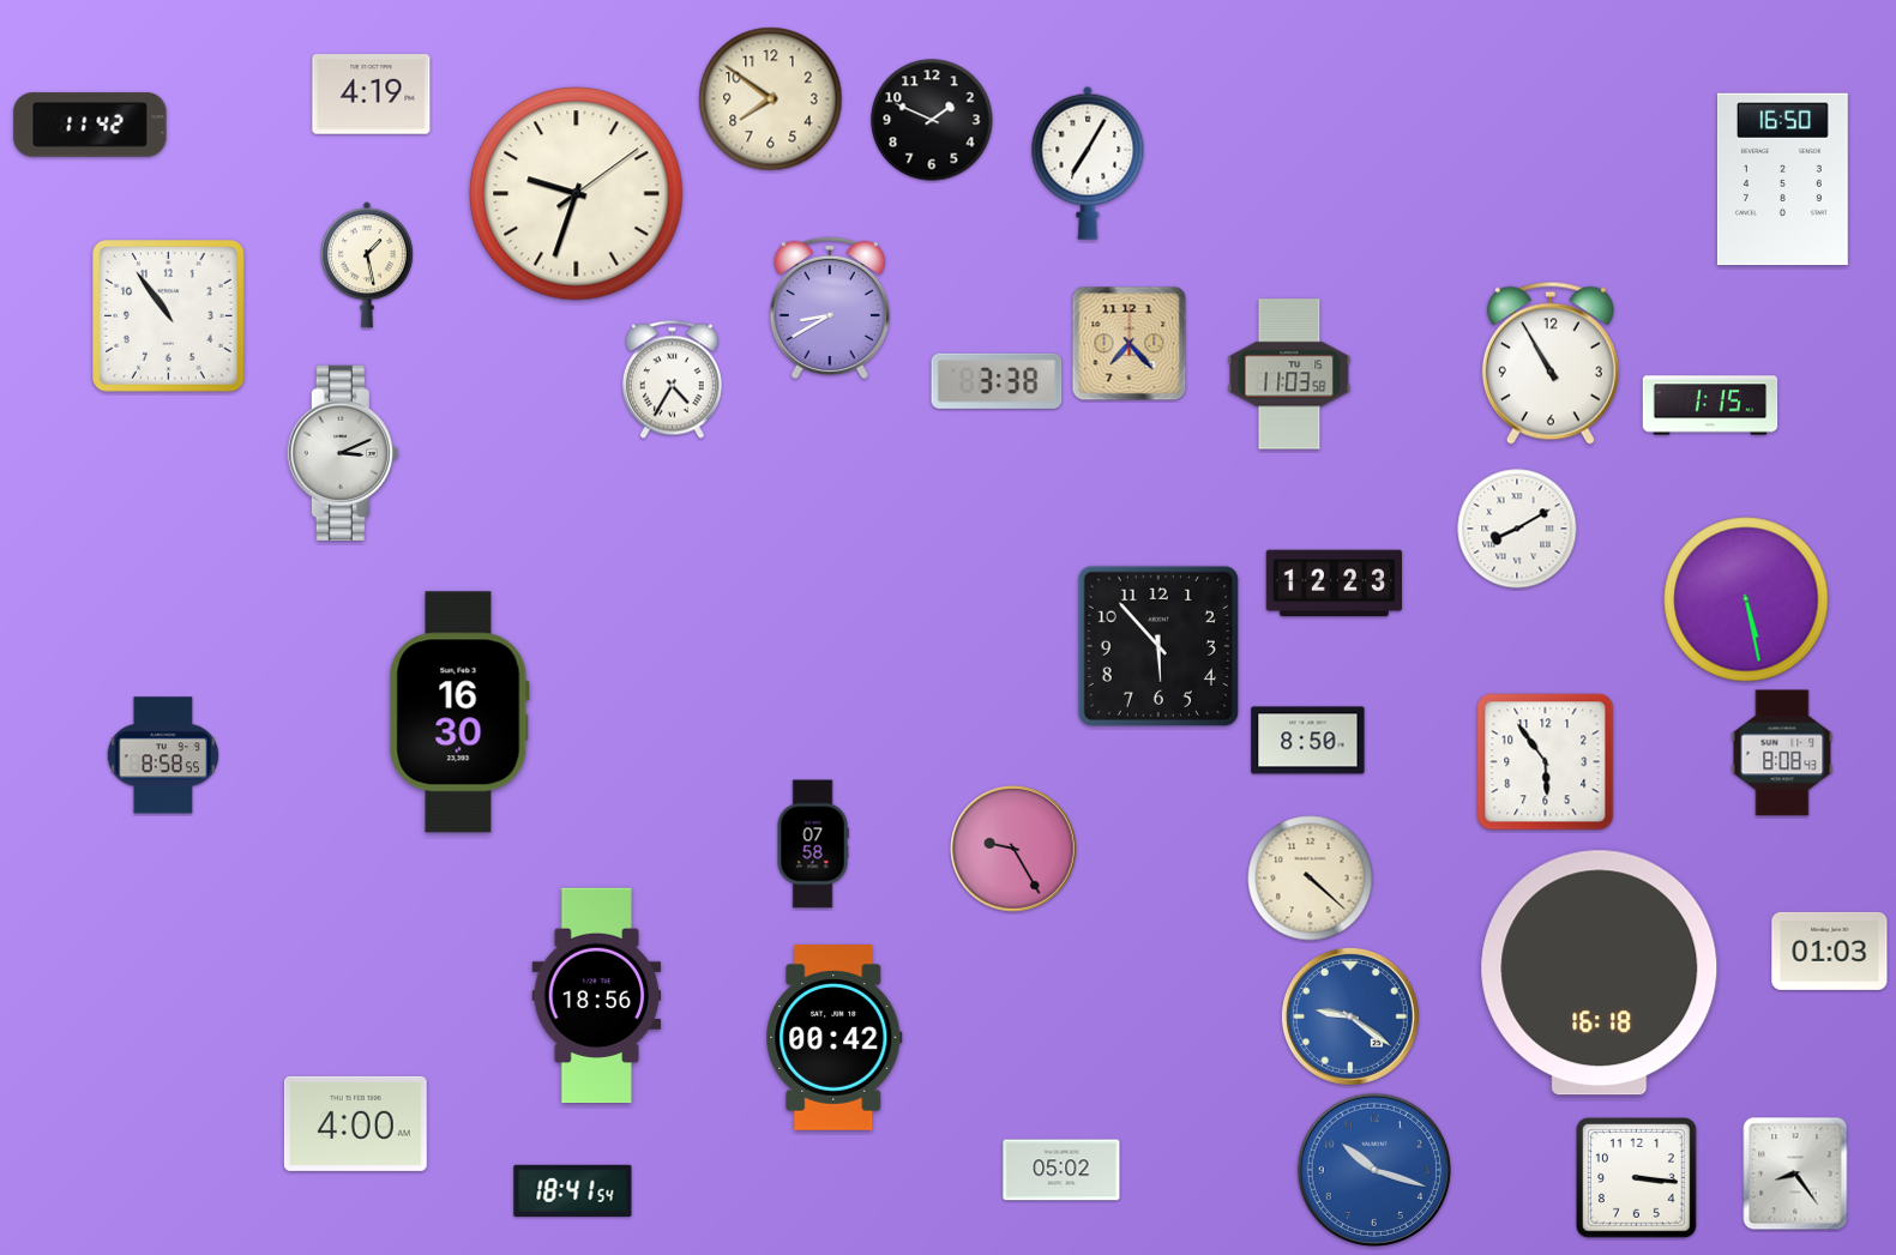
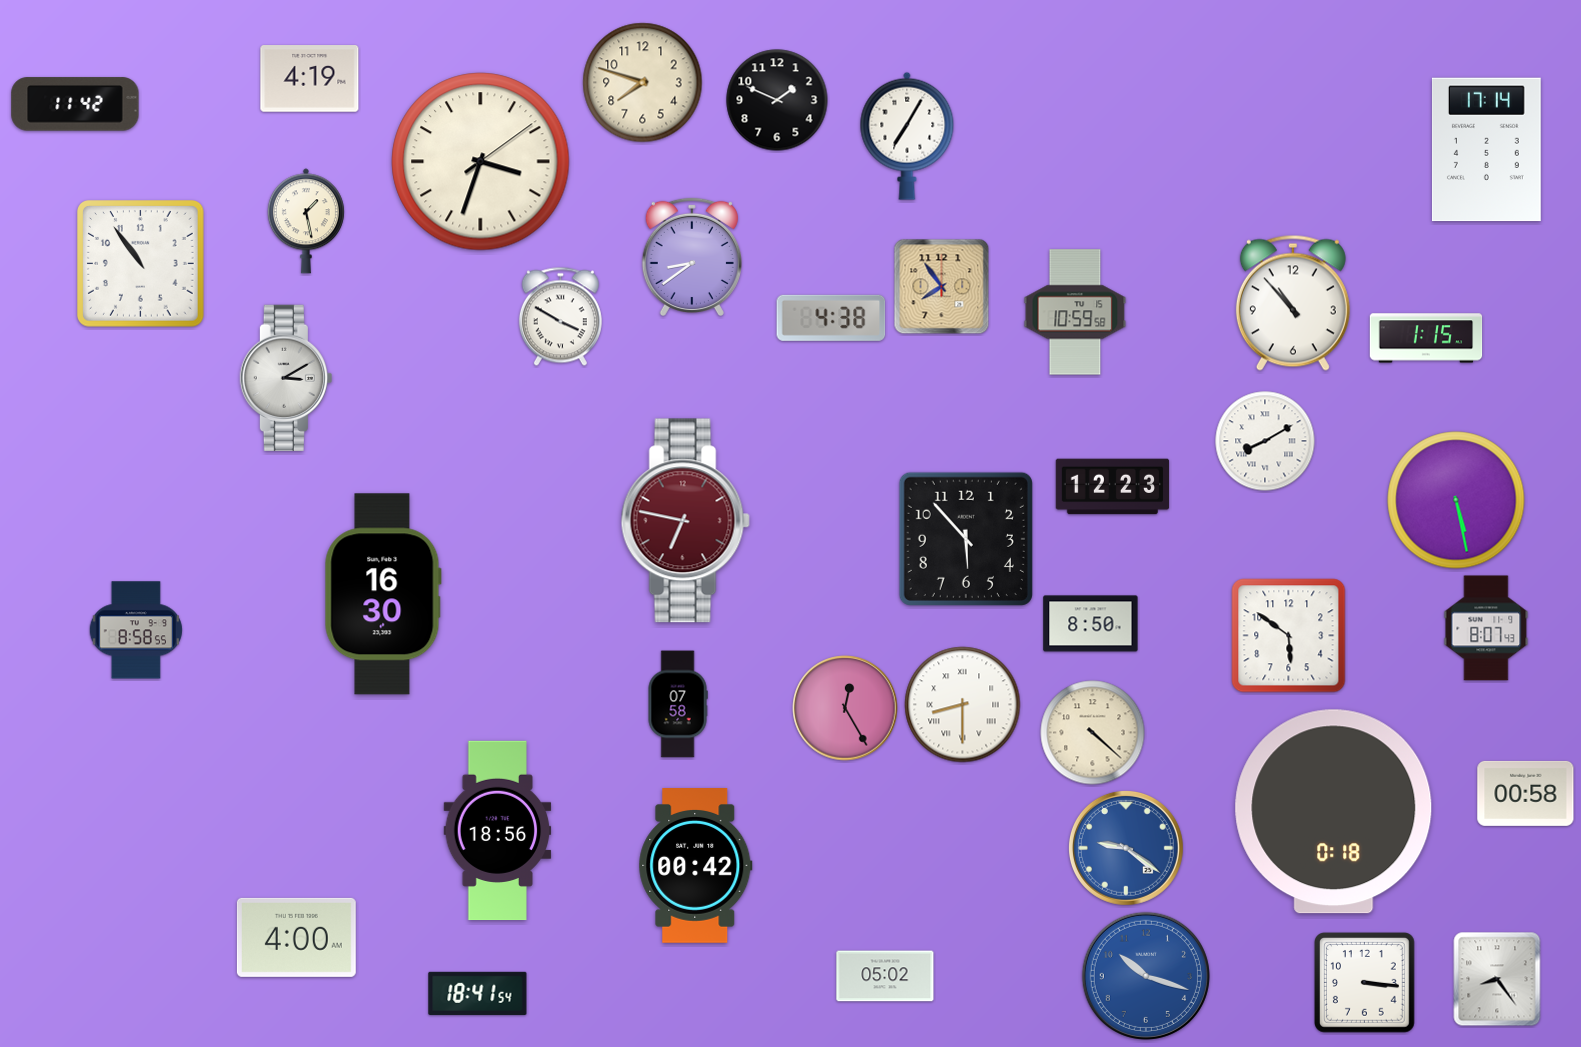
clock at (771, 99): 7:51 -> 7:48
clock at (1782, 180): 16:50 -> 17:14
clock at (577, 194): 9:33 -> 3:33
clock at (830, 307): 8:40 -> 8:39
clock at (1130, 344): 7:23 -> 7:54
clock at (1551, 363): 10:55 -> 10:53
clock at (1289, 374): 11:03 -> 10:59
clock at (672, 380): 4:35 -> 3:50
clock at (997, 381): 3:38 -> 4:38
clock at (343, 453): 3:11 -> 3:10
clock at (685, 521): none -> 6:47
clock at (1308, 741) position: (1308, 741) -> (1091, 624)
clock at (1782, 753): 8:08 -> 8:07
clock at (1546, 762): 5:54 -> 5:51
clock at (963, 705): none -> 8:30
clock at (1013, 849): 9:25 -> 12:25
clock at (1830, 951): 01:03 -> 00:58
clock at (1600, 973): 16:18 -> 0:18
